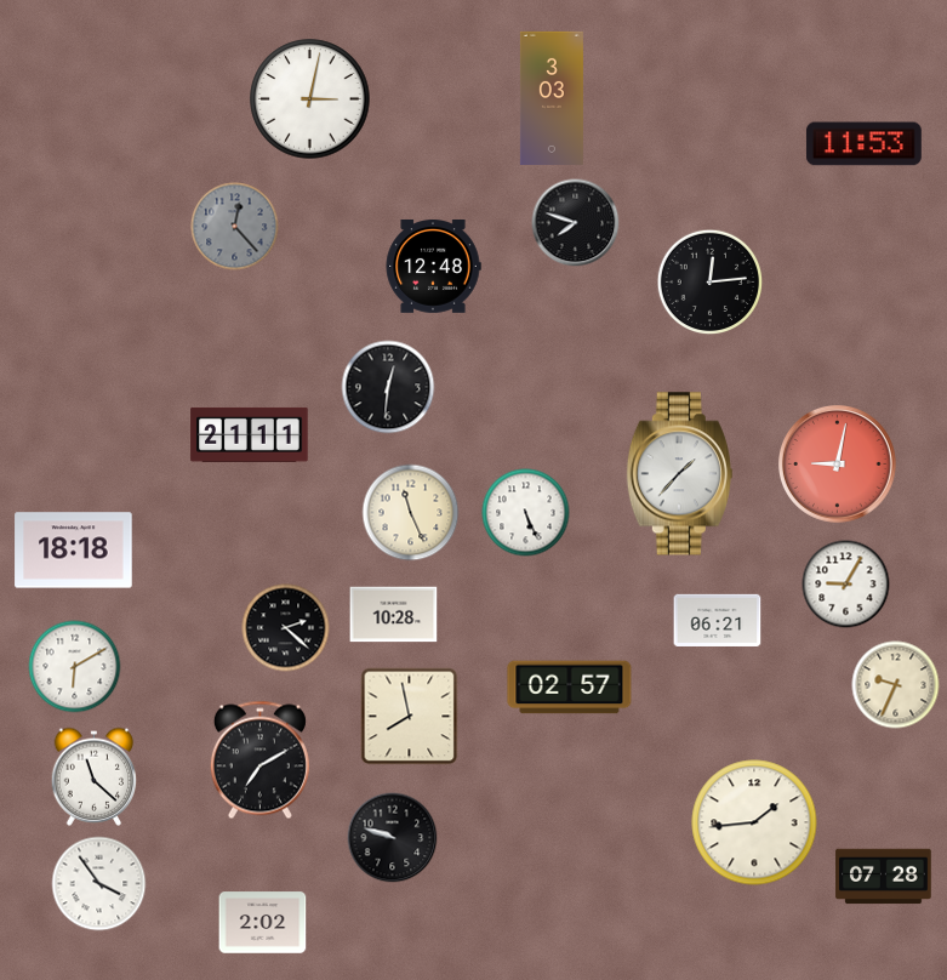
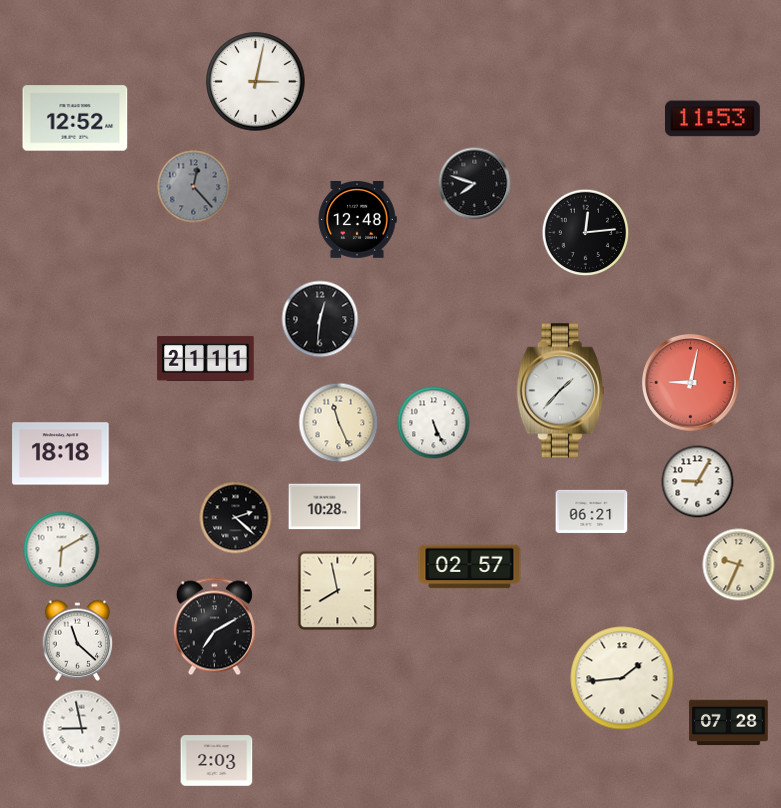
clock at (552, 98): 3:03 -> none
clock at (75, 118): none -> 12:52
clock at (393, 838): 9:48 -> none
clock at (99, 884): 3:54 -> 8:58
clock at (263, 923): 2:02 -> 2:03
